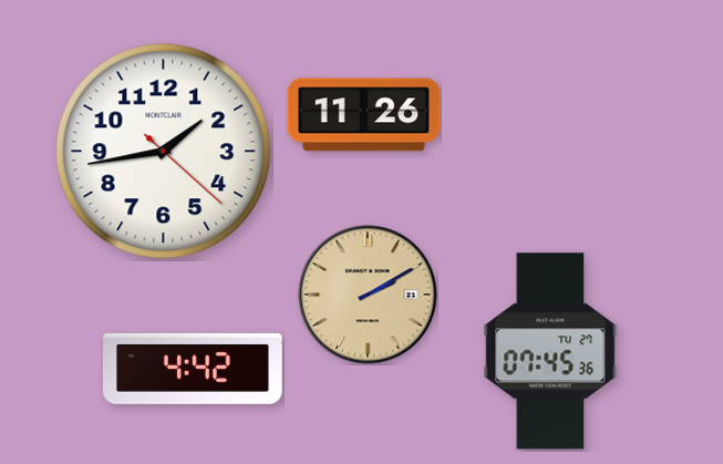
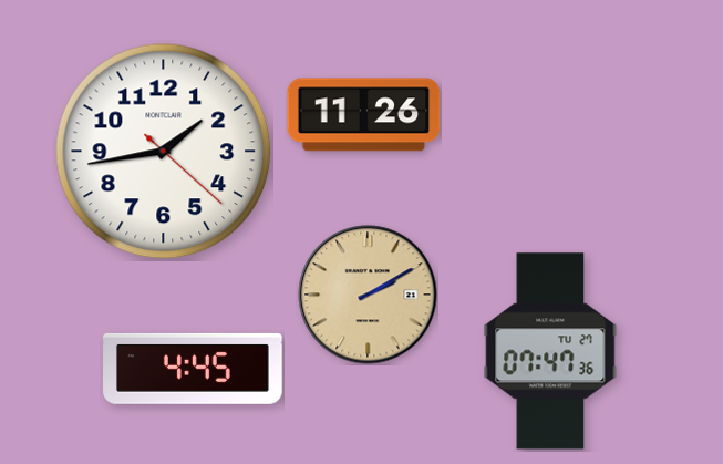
clock at (550, 351): 07:45 -> 07:47
clock at (193, 369): 4:42 -> 4:45
